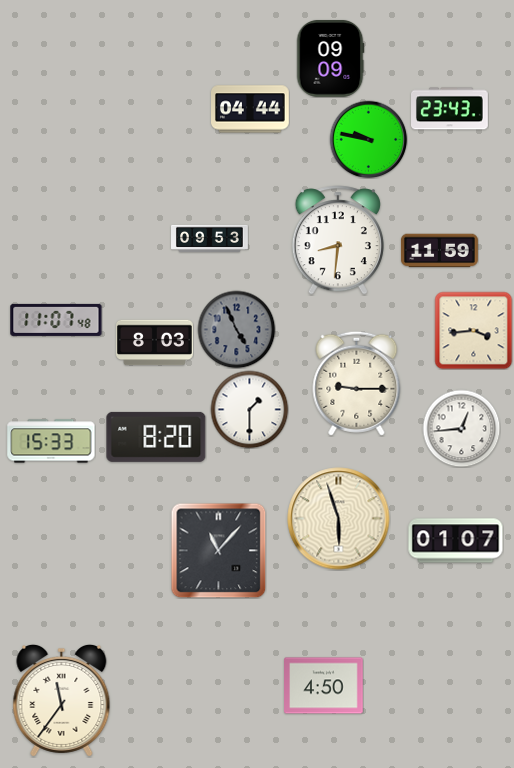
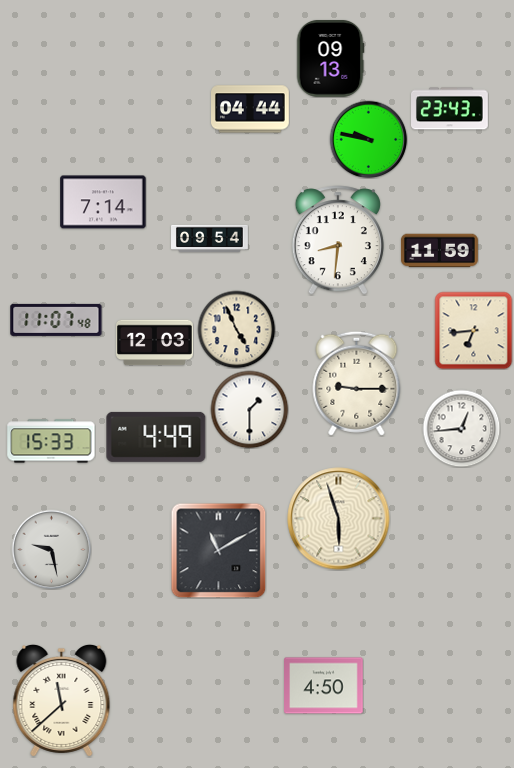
clock at (330, 58): 09:09 -> 09:13
clock at (103, 202): none -> 7:14
clock at (210, 238): 09:53 -> 09:54
clock at (236, 329) dial: grey -> cream
clock at (473, 330): 3:44 -> 6:44
clock at (155, 343): 8:03 -> 12:03
clock at (156, 437): 8:20 -> 4:49
clock at (456, 541): 01:07 -> none
clock at (51, 549): none -> 9:28
clock at (218, 550): 11:07 -> 11:10
clock at (62, 700): 11:36 -> 11:38
